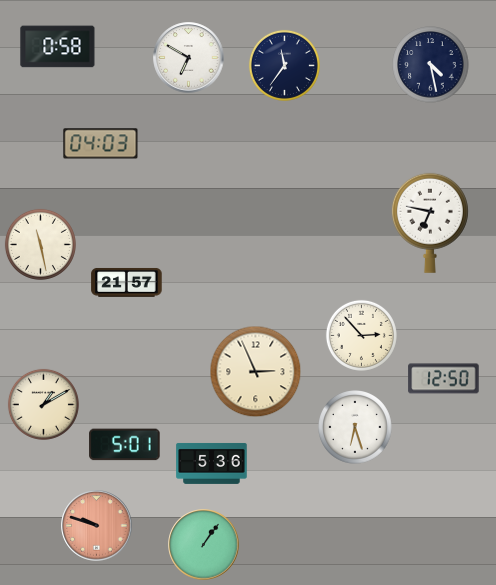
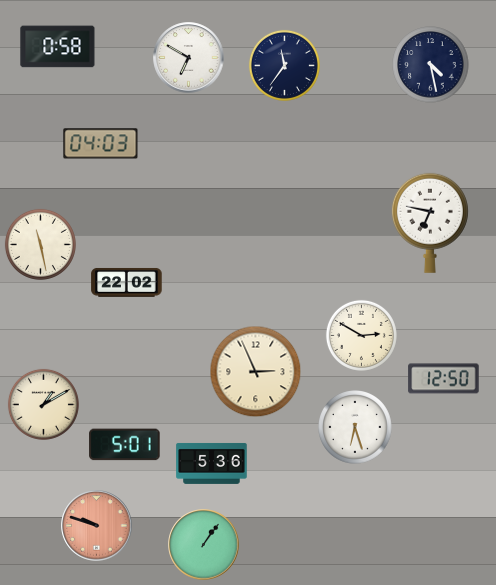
clock at (127, 282): 21:57 -> 22:02
clock at (361, 335): 2:53 -> 2:50
